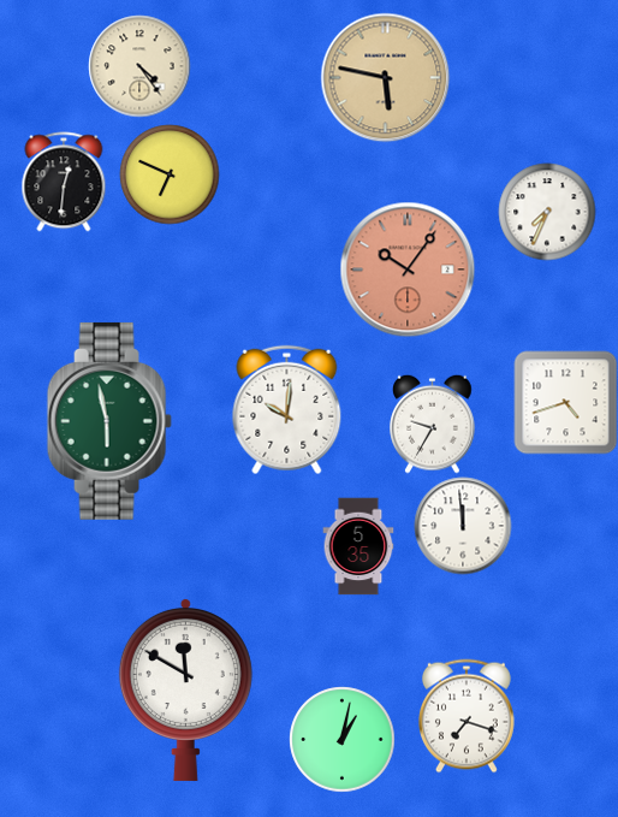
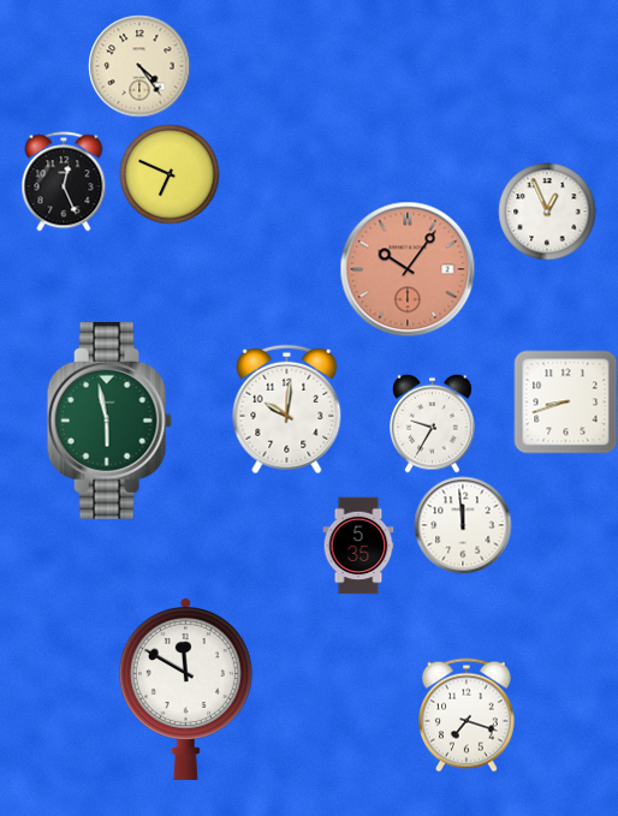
clock at (385, 77): 5:47 -> none
clock at (64, 182): 12:31 -> 12:26
clock at (547, 212): 7:34 -> 12:56
clock at (565, 402): 4:42 -> 8:42
clock at (341, 739): 1:02 -> none
